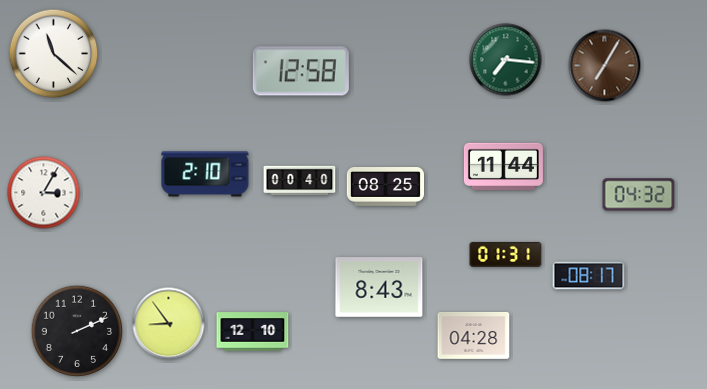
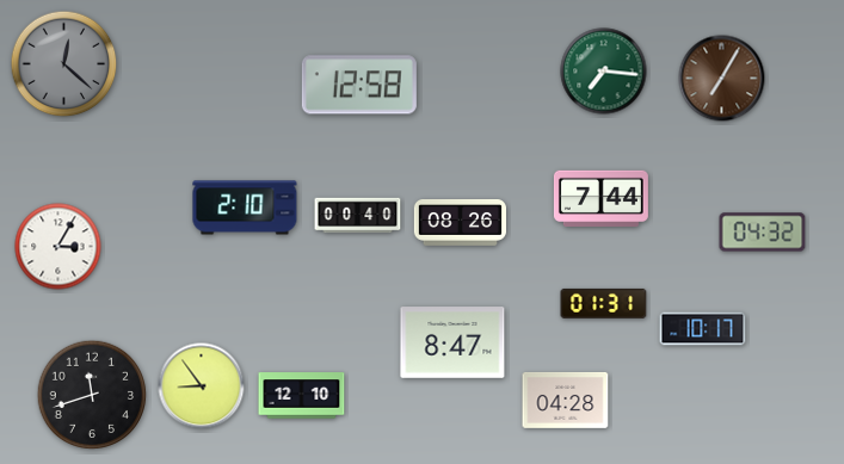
clock at (54, 54): 11:22 -> 12:22
clock at (54, 54) dial: white -> grey
clock at (503, 166): 11:44 -> 7:44
clock at (385, 187): 08:25 -> 08:26
clock at (44, 193) position: (44, 193) -> (58, 247)
clock at (589, 276): 08:17 -> 10:17
clock at (379, 287): 8:43 -> 8:47
clock at (77, 331): 2:11 -> 11:42
